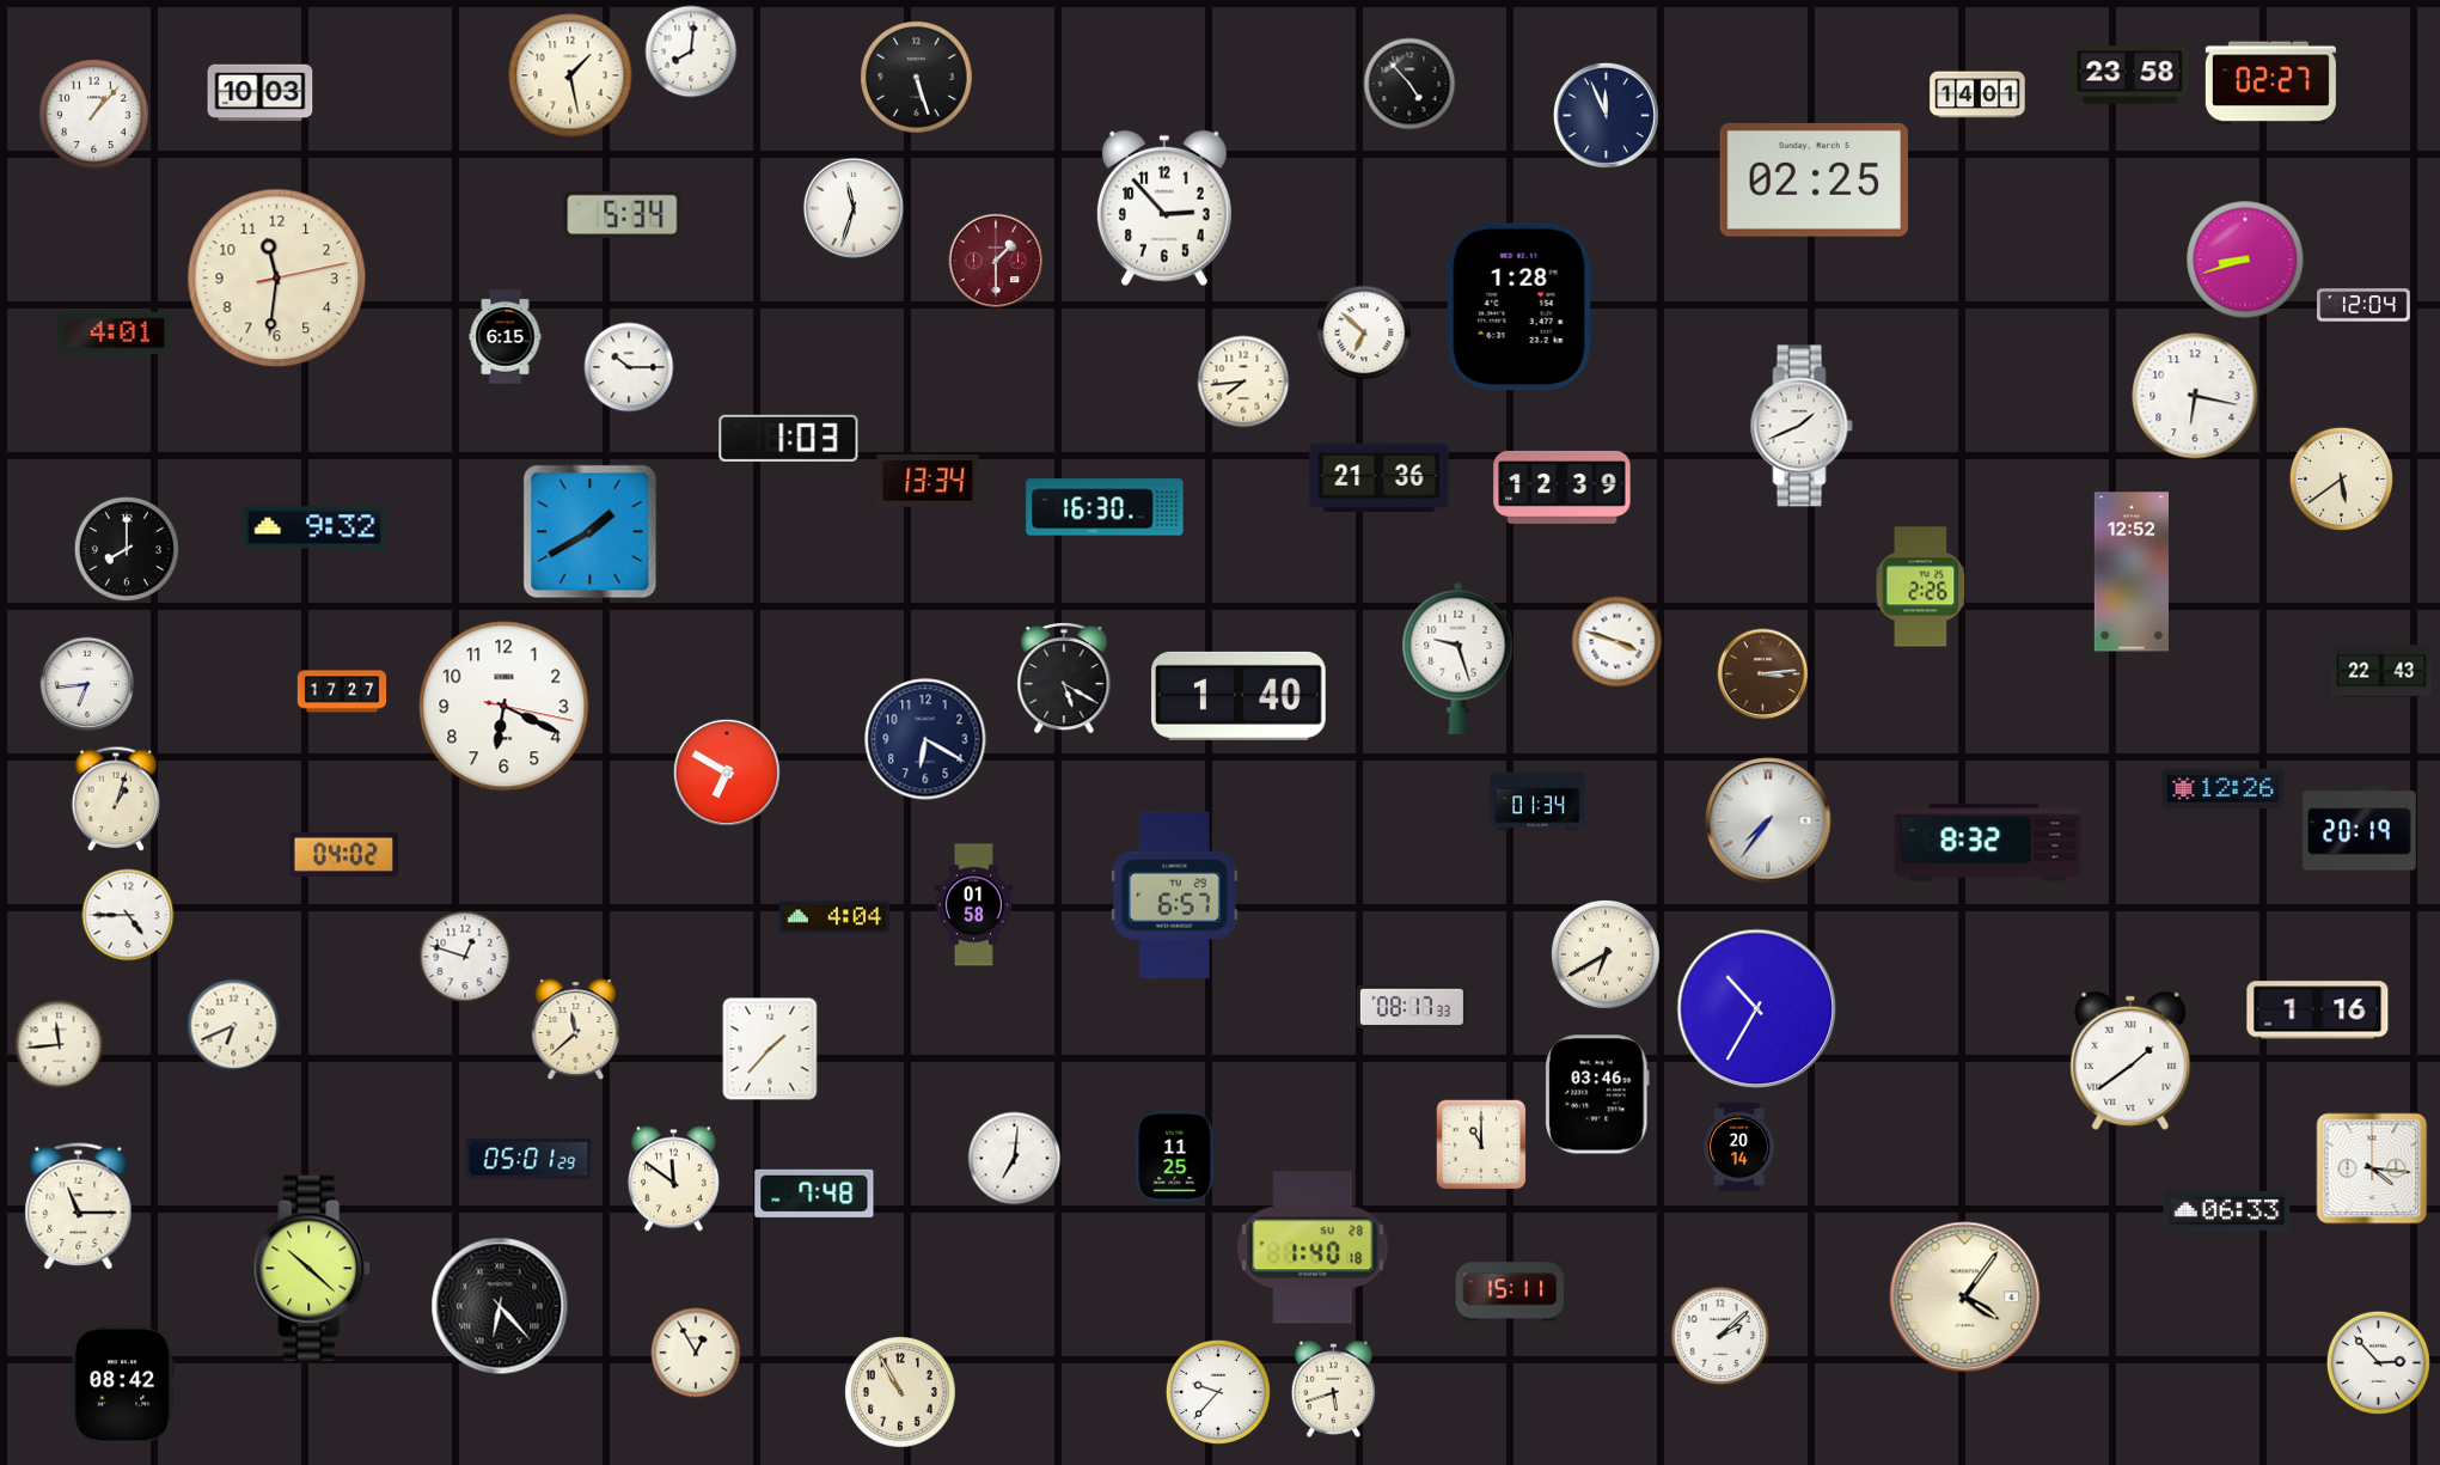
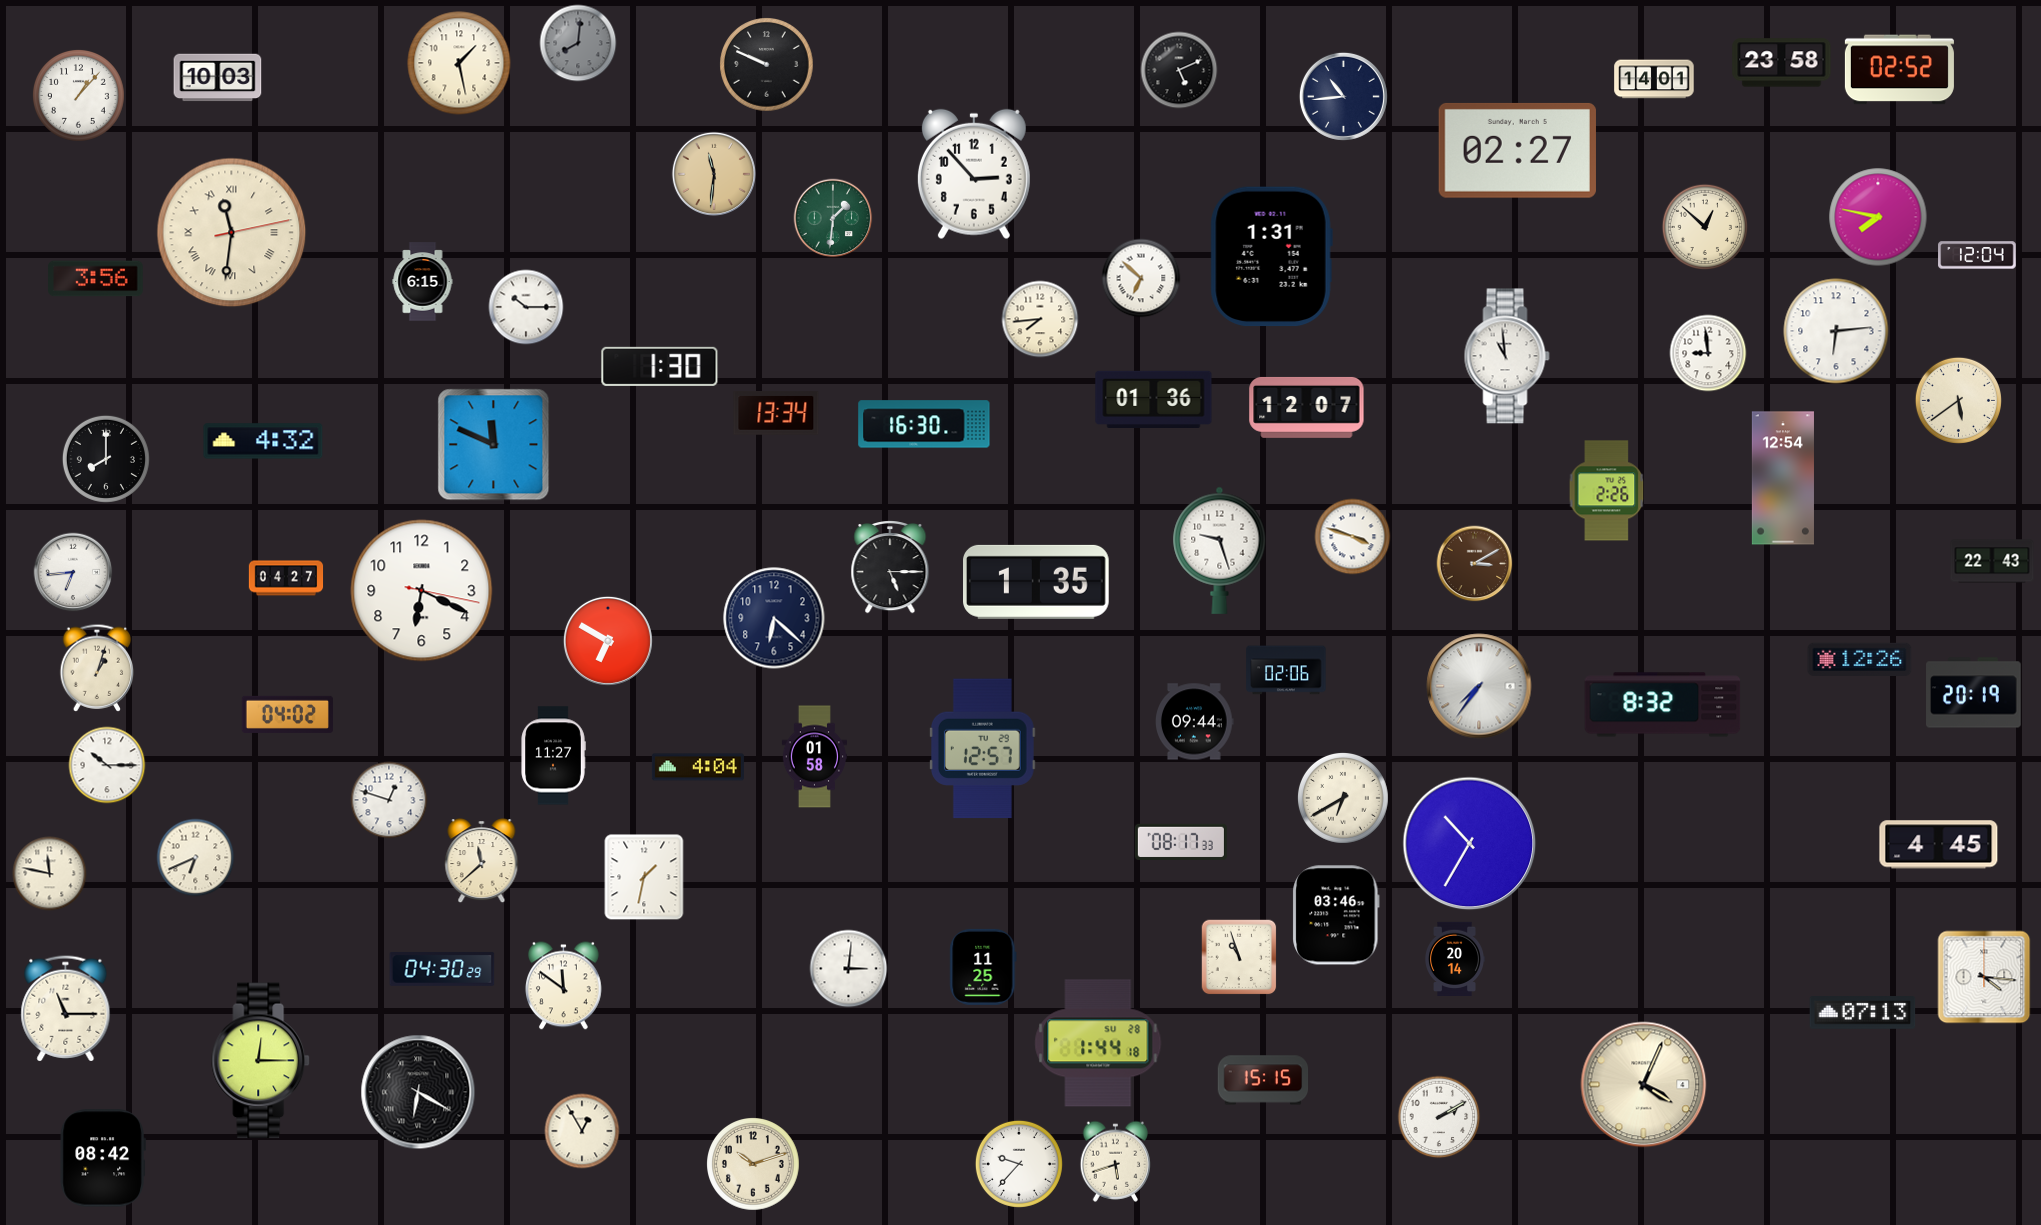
clock at (691, 51) dial: white -> grey
clock at (570, 75) position: (570, 75) -> (459, 63)
clock at (917, 78): 5:27 -> 9:49
clock at (1409, 84): 4:53 -> 5:11
clock at (2270, 84): 02:27 -> 02:52
clock at (1606, 115): 11:56 -> 10:44
clock at (1814, 179): 02:25 -> 02:27
clock at (852, 207): 11:33 -> 11:31
clock at (852, 207) dial: white -> champagne
clock at (623, 215): 5:34 -> none
clock at (2245, 260): 8:42 -> 7:47
clock at (996, 261): 1:30 -> 1:31
clock at (996, 261) dial: burgundy -> green
clock at (1704, 226): none -> 12:52
clock at (277, 279) numerals: Arabic -> Roman
clock at (1519, 307): 1:28 -> 1:31
clock at (115, 334): 4:01 -> 3:56
clock at (2195, 396): 6:17 -> 6:14
clock at (1708, 353): none -> 8:59
clock at (1802, 426): 1:41 -> 10:59
clock at (789, 438): 1:03 -> 1:30
clock at (1380, 477): 21:36 -> 01:36
clock at (928, 481) position: (928, 481) -> (776, 413)
clock at (1563, 487): 12:39 -> 12:07
clock at (314, 527): 9:32 -> 4:32
clock at (591, 532): 1:40 -> 11:49
clock at (2132, 572): 12:52 -> 12:54
clock at (1763, 674): 3:14 -> 3:10
clock at (1064, 679): 5:20 -> 5:15
clock at (342, 691): 17:27 -> 04:27
clock at (1240, 696): 1:40 -> 1:35
clock at (925, 739): 6:20 -> 6:22
clock at (727, 773) position: (727, 773) -> (608, 641)
clock at (1537, 801): 01:34 -> 02:06
clock at (1195, 722): none -> 09:44
clock at (1174, 896): 6:57 -> 12:57
clock at (553, 756): none -> 11:27
clock at (128, 915): 4:45 -> 10:15
clock at (2318, 1011): 1:16 -> 4:45
clock at (60, 1045): 11:44 -> 11:47
clock at (770, 1049): 1:37 -> 1:32
clock at (2130, 1061): 1:39 -> none
clock at (1481, 1144): 11:00 -> 10:57
clock at (528, 1159): 05:01 -> 04:30
clock at (1015, 1159): 7:01 -> 3:01
clock at (814, 1194): 7:48 -> none
clock at (2227, 1211): 06:33 -> 07:13
clock at (1313, 1247): 1:40 -> 1:44
clock at (312, 1269): 10:22 -> 12:15
clock at (1510, 1292): 15:11 -> 15:15
clock at (1965, 1298): 4:06 -> 4:04
clock at (500, 1306): 6:23 -> 6:20
clock at (1720, 1336): 2:08 -> 2:10
clock at (2378, 1362): 2:53 -> none
clock at (901, 1393): 10:55 -> 10:12
